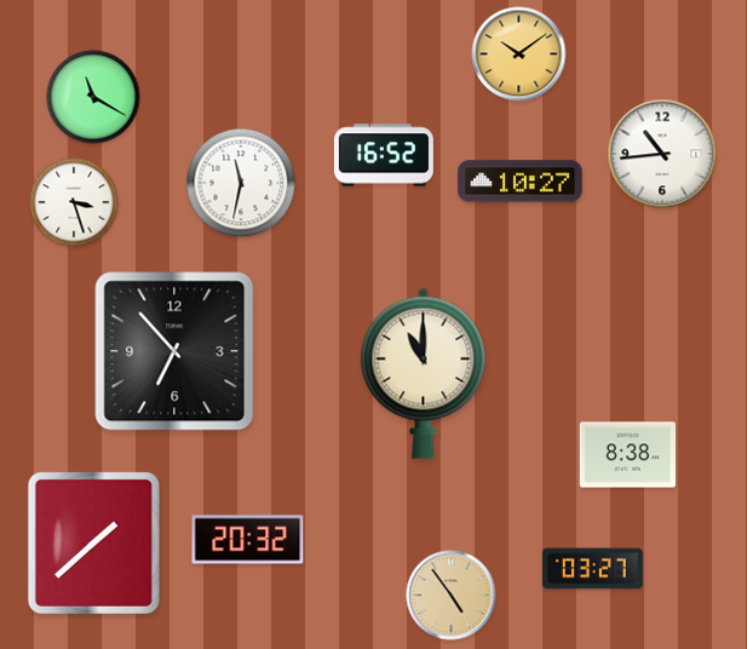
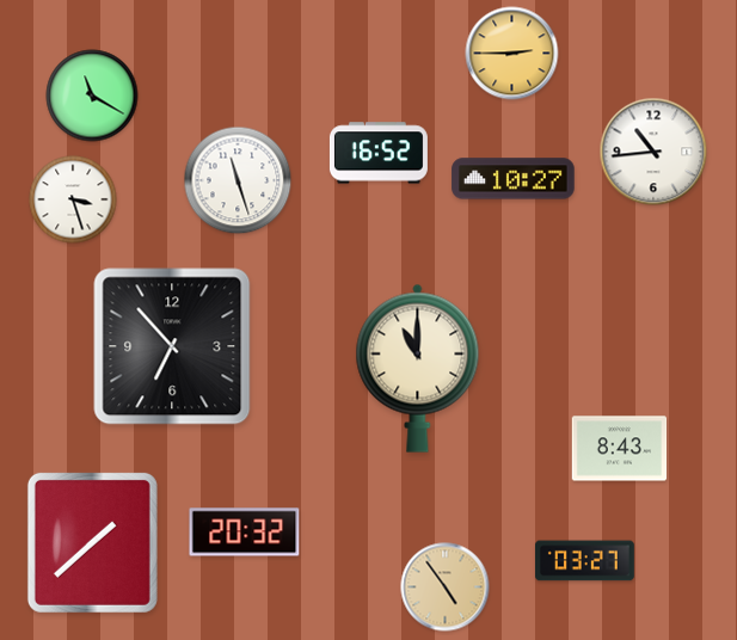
clock at (519, 54): 10:09 -> 2:45
clock at (241, 183): 11:32 -> 11:27
clock at (628, 455): 8:38 -> 8:43
clock at (93, 542) position: (93, 542) -> (92, 542)
